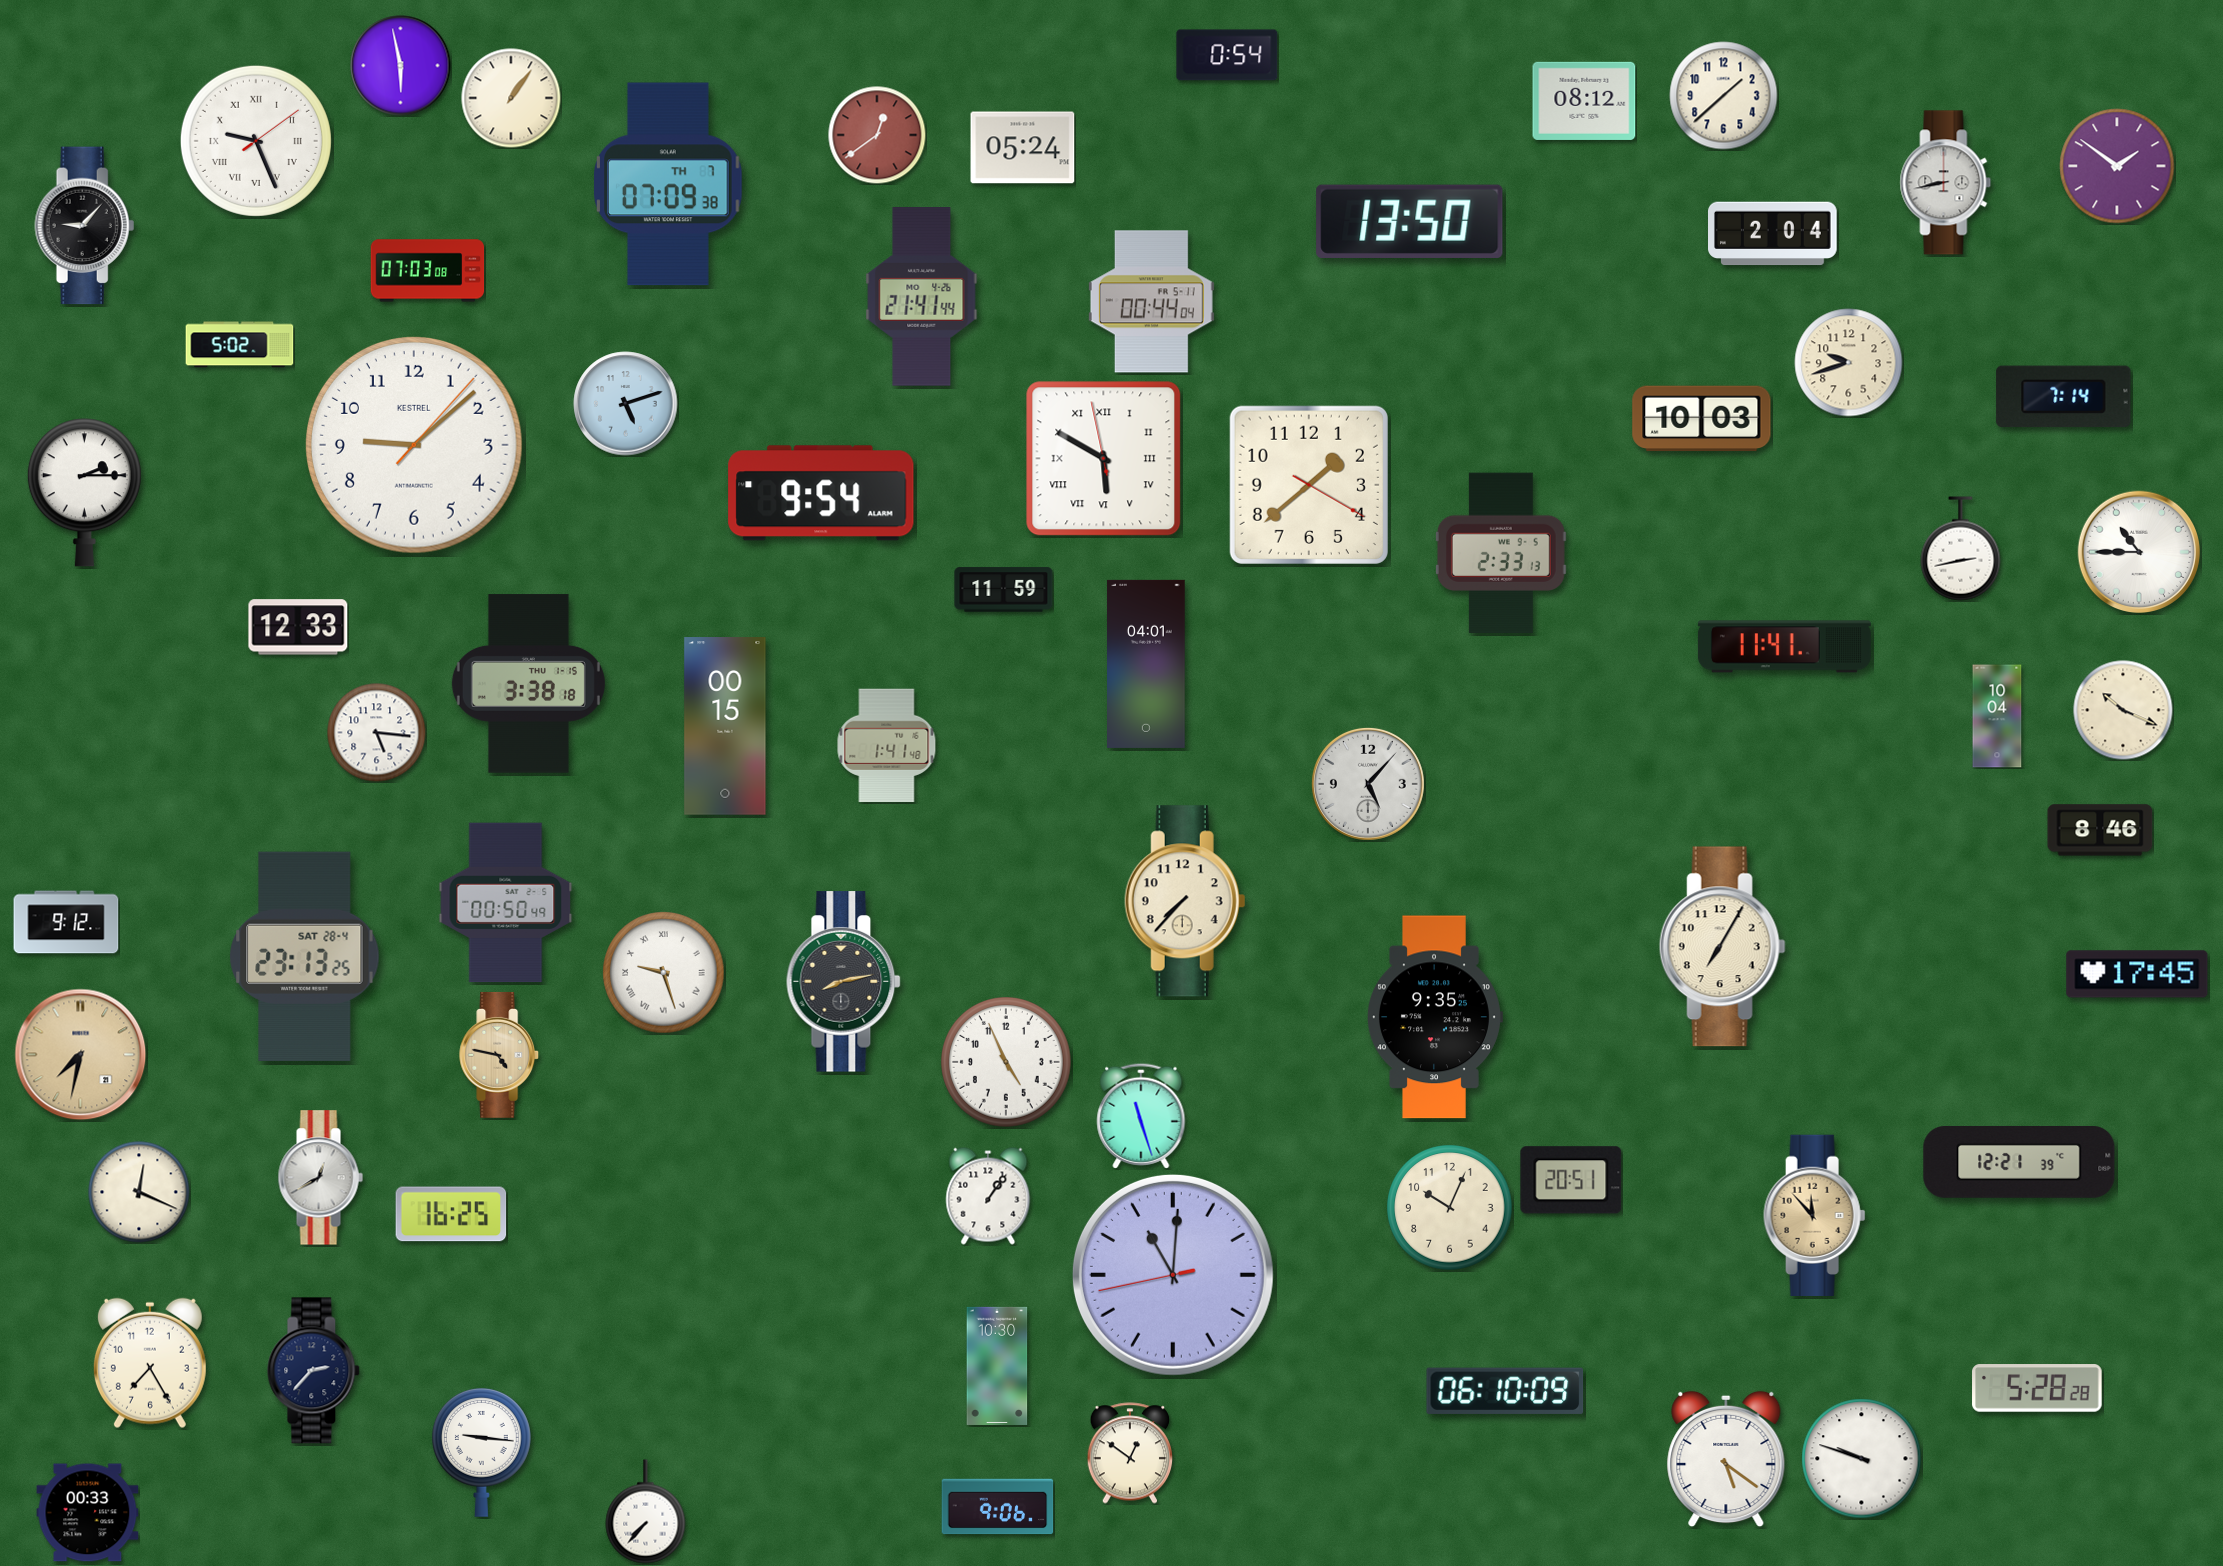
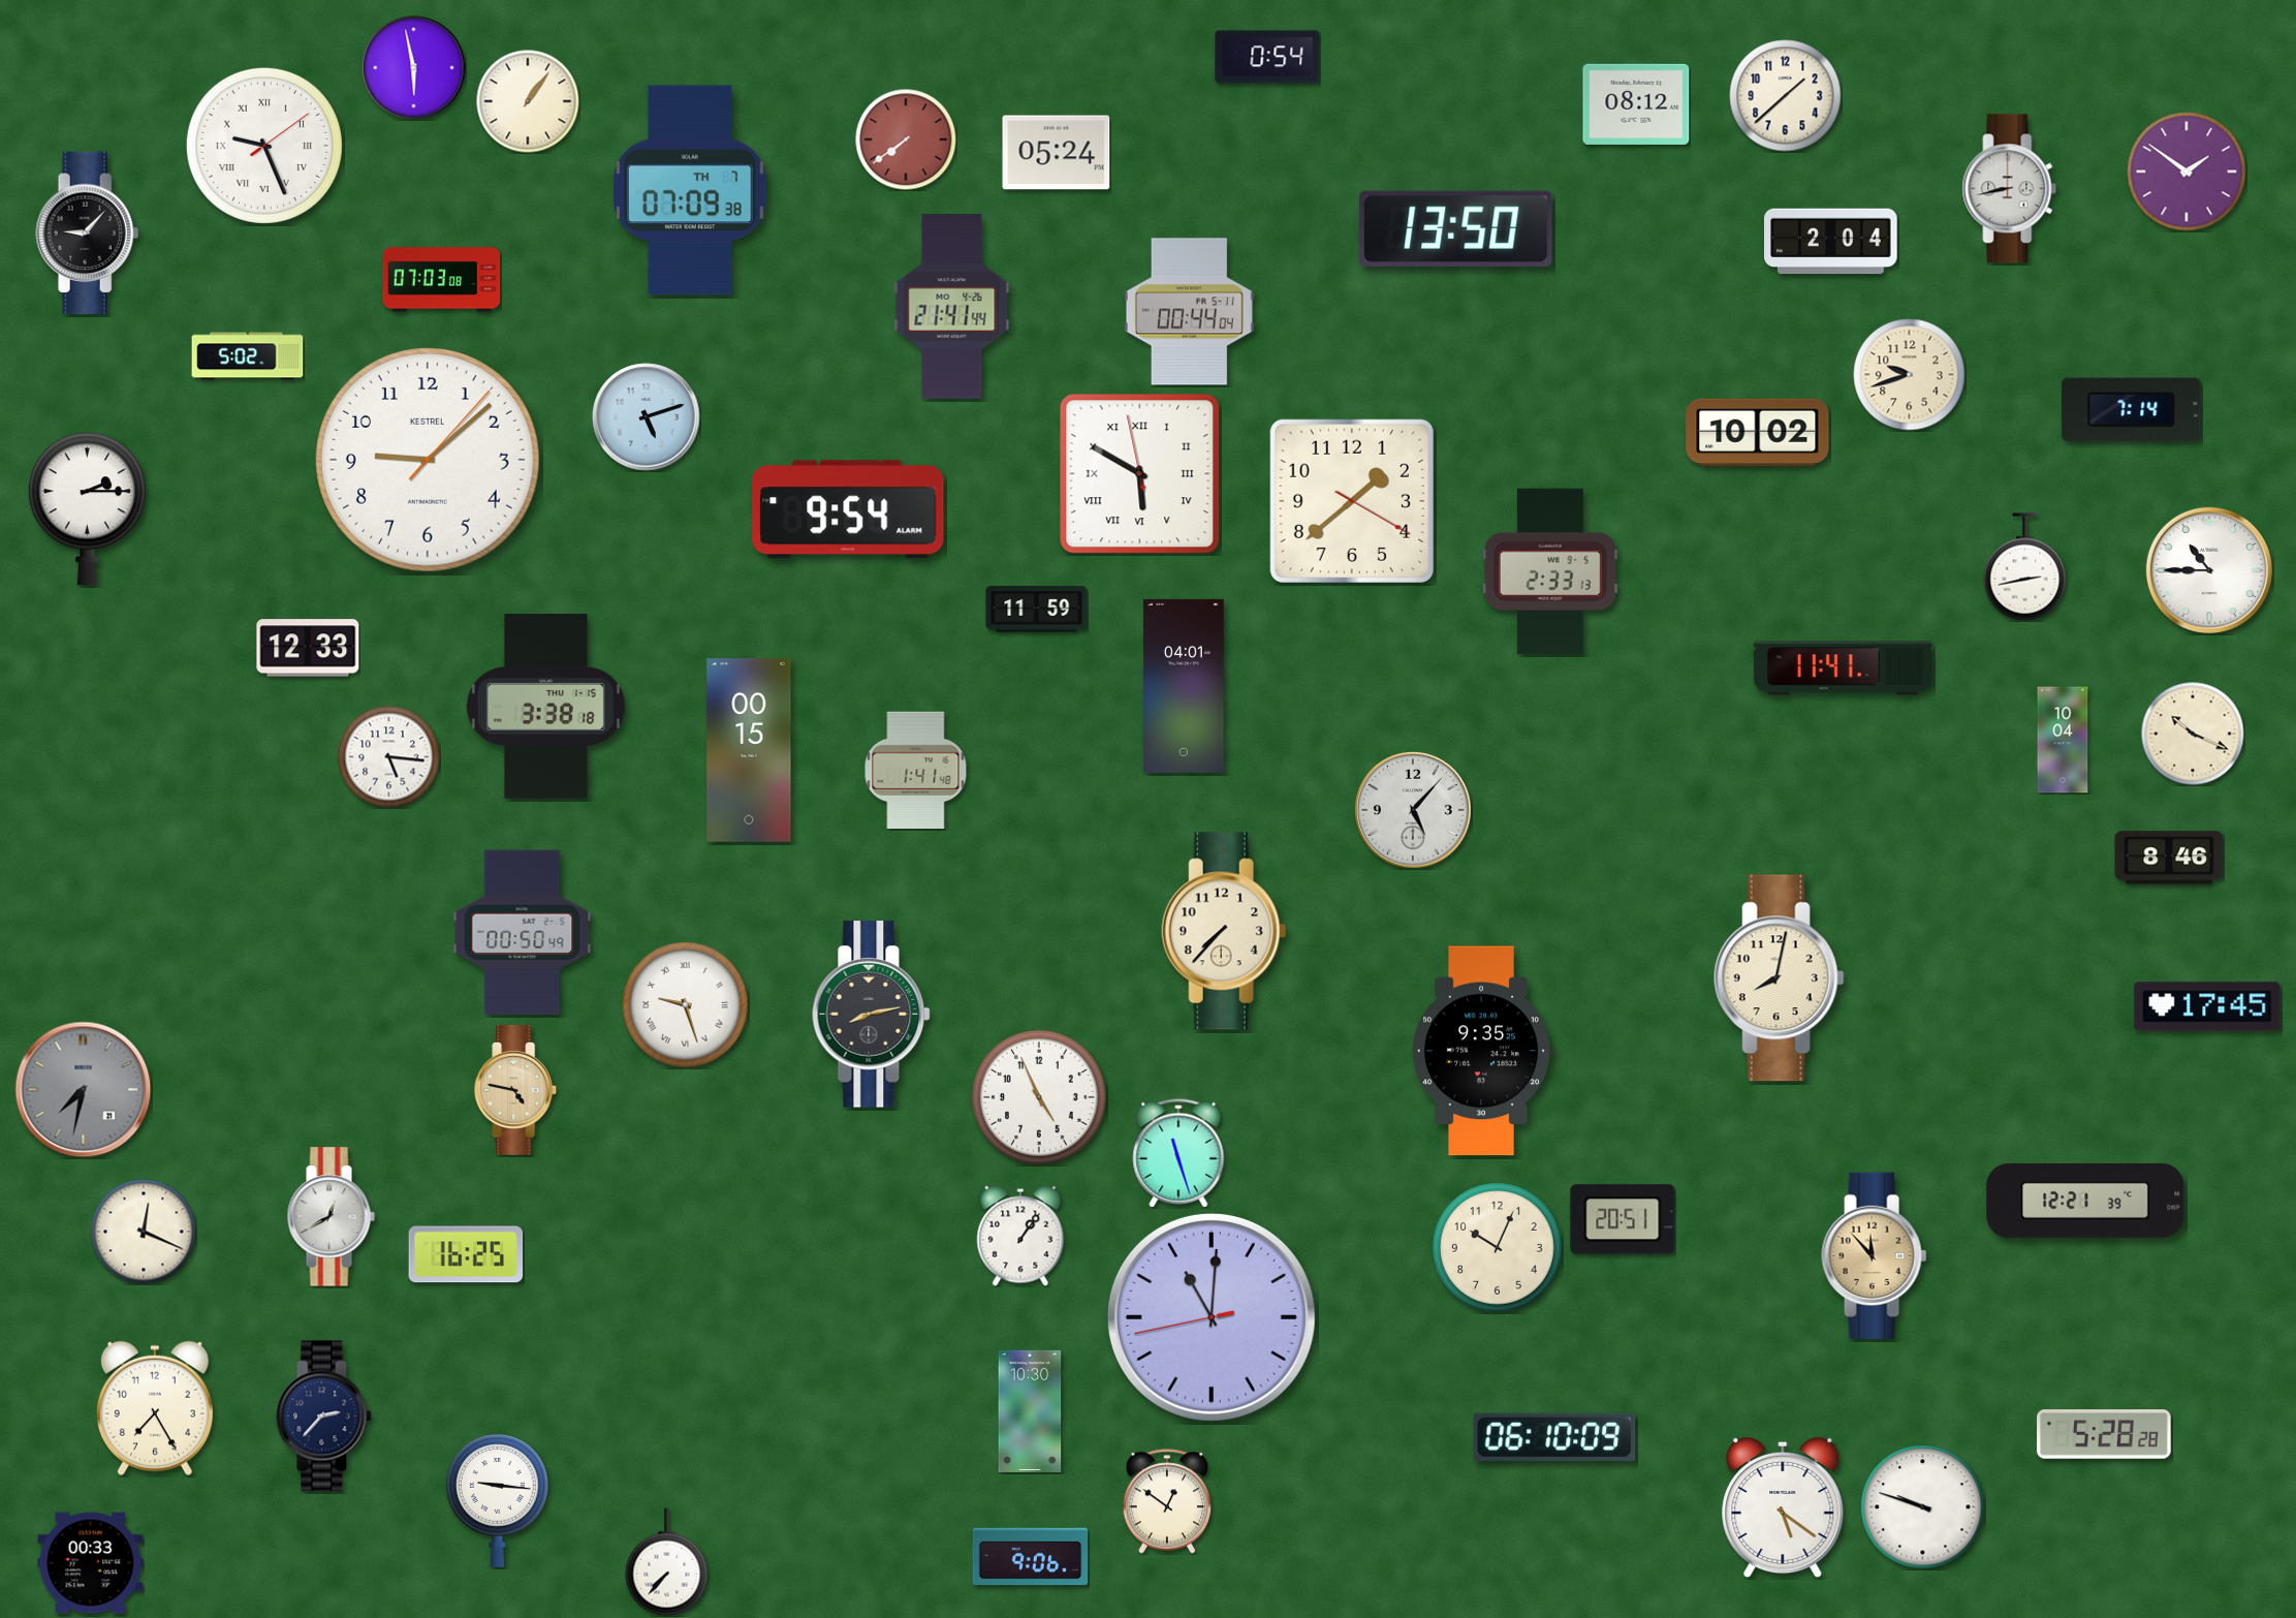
clock at (1724, 96) position: (1724, 96) -> (1786, 96)
clock at (877, 135): 12:39 -> 7:39
clock at (1702, 419): 10:03 -> 10:02
clock at (66, 922): 9:12 -> none
clock at (1722, 947): 7:05 -> 8:02
clock at (305, 956): 23:13 -> none
clock at (81, 1055) dial: champagne -> grey
